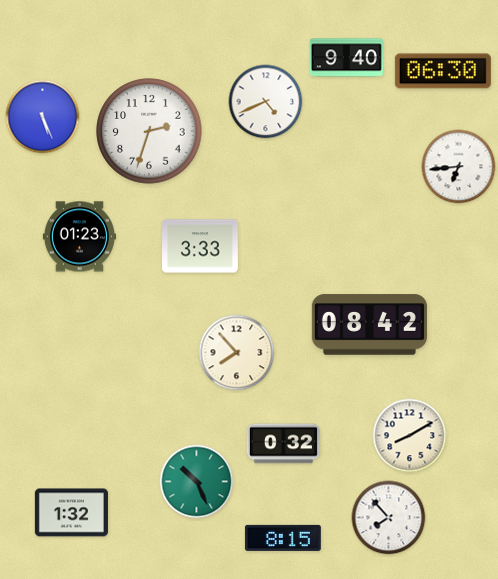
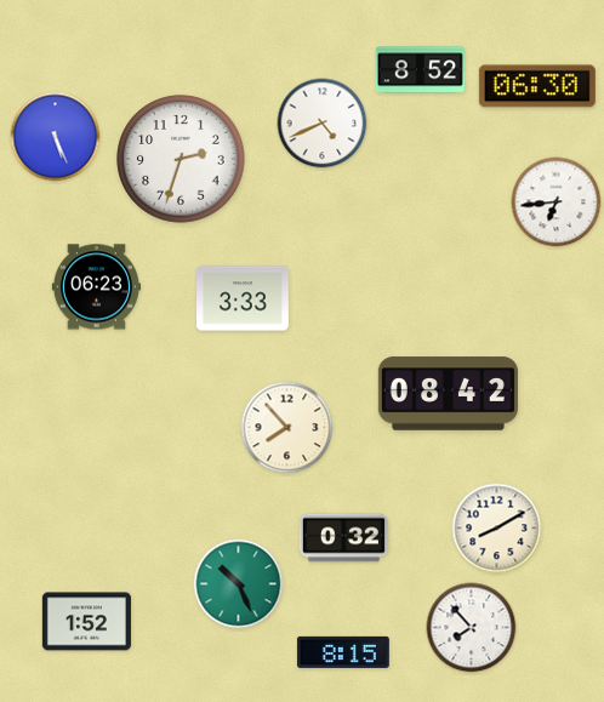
clock at (346, 58): 9:40 -> 8:52
clock at (43, 117) position: (43, 117) -> (56, 137)
clock at (79, 237): 01:23 -> 06:23
clock at (71, 513): 1:32 -> 1:52
